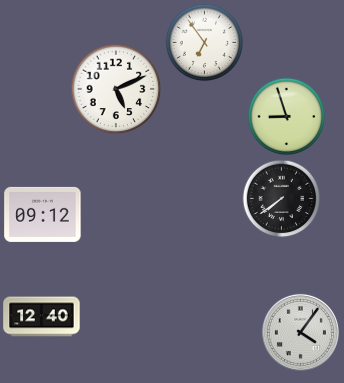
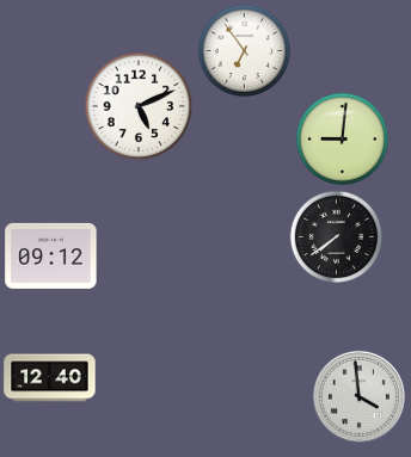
clock at (286, 116): 8:57 -> 9:01
clock at (300, 332): 4:06 -> 3:59
